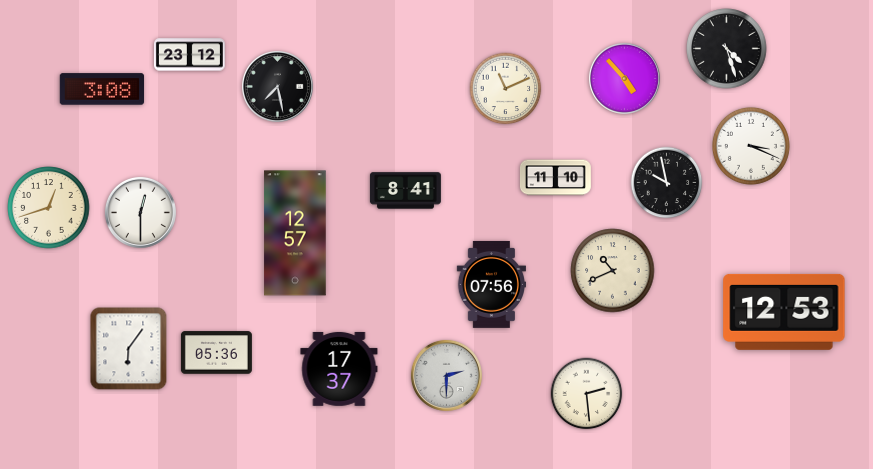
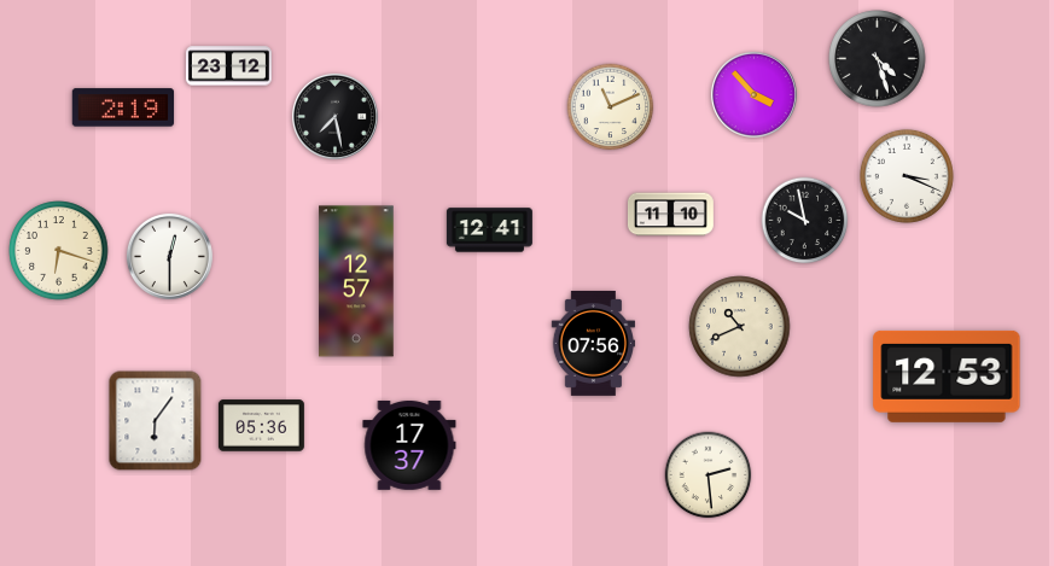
clock at (624, 78): 4:53 -> 3:53
clock at (277, 86) position: (277, 86) -> (334, 116)
clock at (102, 89): 3:08 -> 2:19
clock at (405, 191): 8:41 -> 12:41
clock at (49, 208): 12:42 -> 6:18
clock at (446, 375): 2:30 -> none
